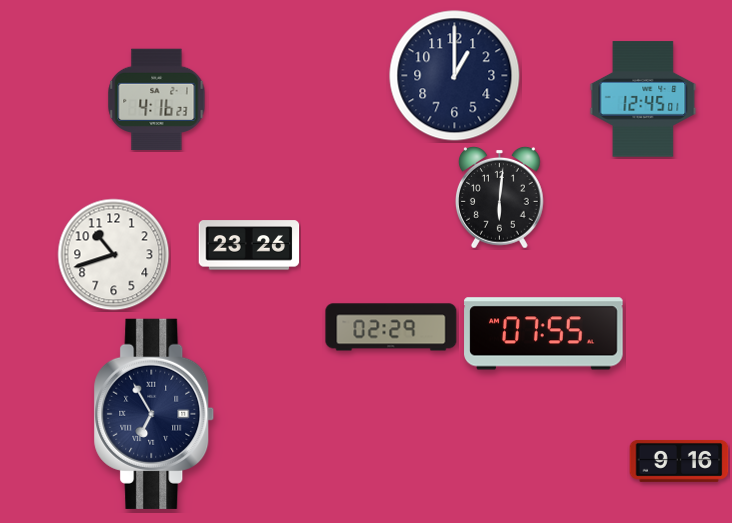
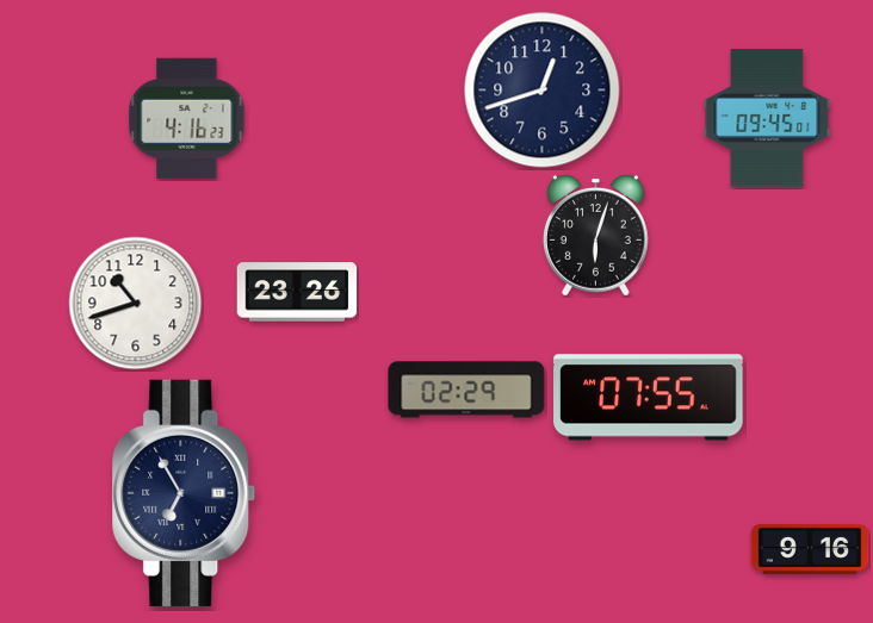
clock at (455, 76): 1:00 -> 12:42
clock at (643, 99): 12:45 -> 09:45
clock at (500, 198): 6:01 -> 6:03
